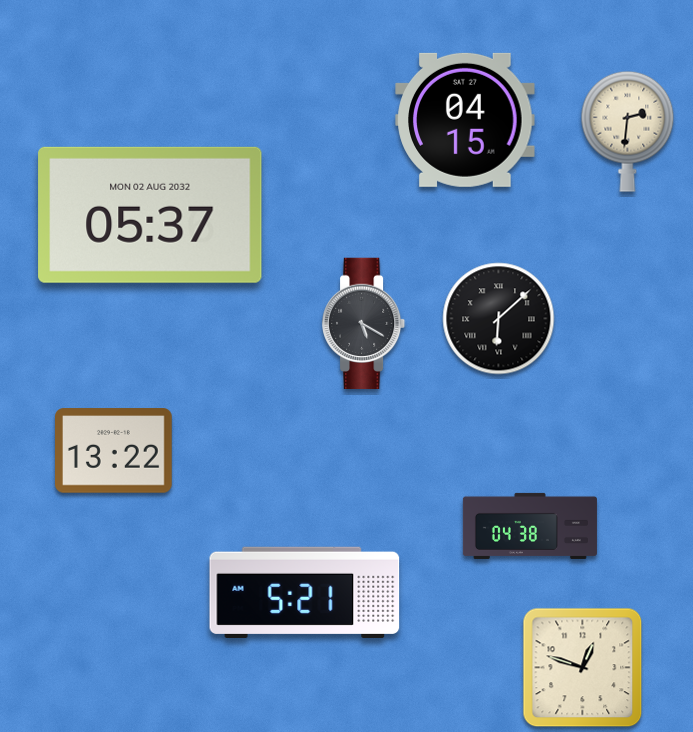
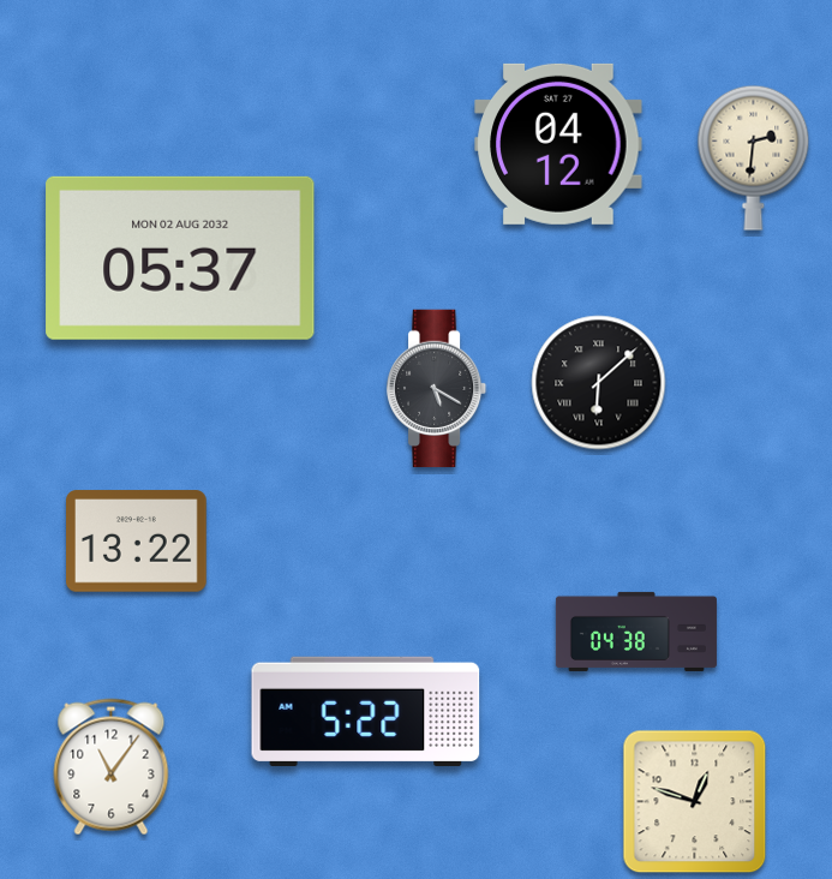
clock at (465, 120): 04:15 -> 04:12
clock at (305, 592): 5:21 -> 5:22
clock at (112, 767): none -> 11:06
clock at (583, 668) position: (583, 668) -> (695, 802)
